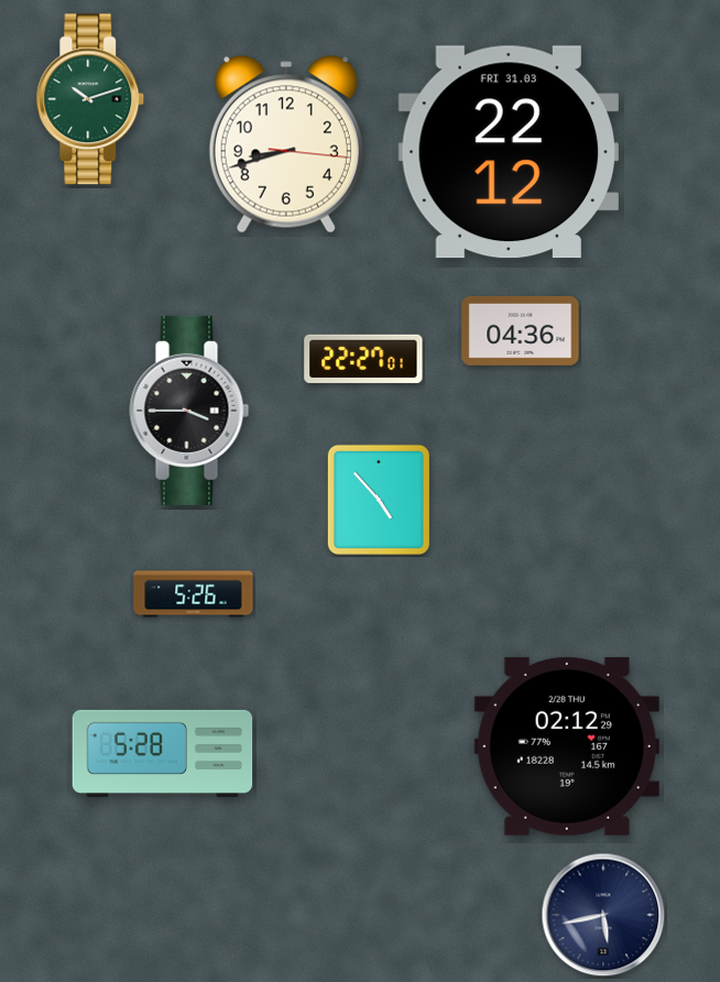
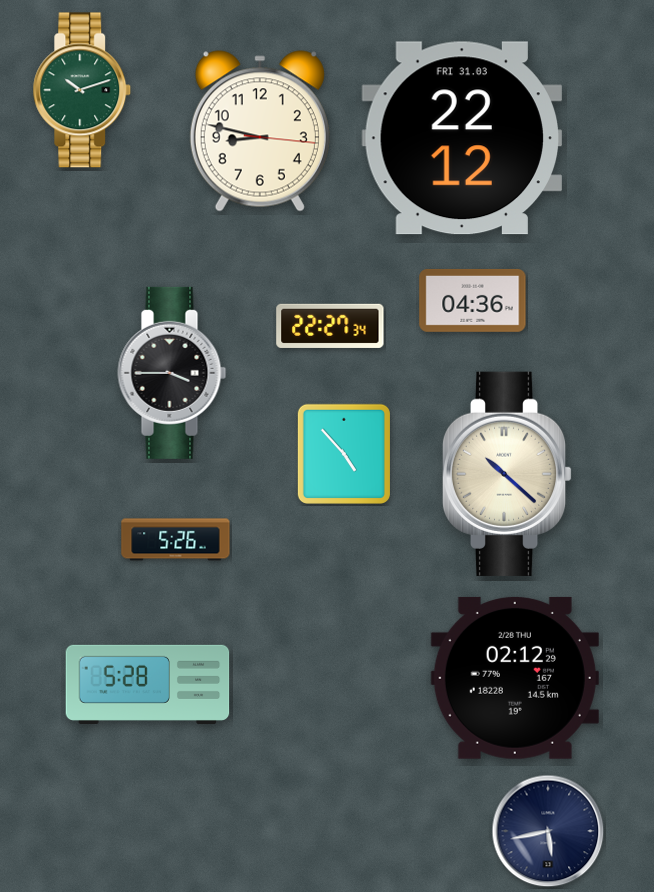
clock at (286, 144): 8:42 -> 8:47
clock at (363, 359): 22:27:01 -> 22:27:34
clock at (507, 474): none -> 10:22
